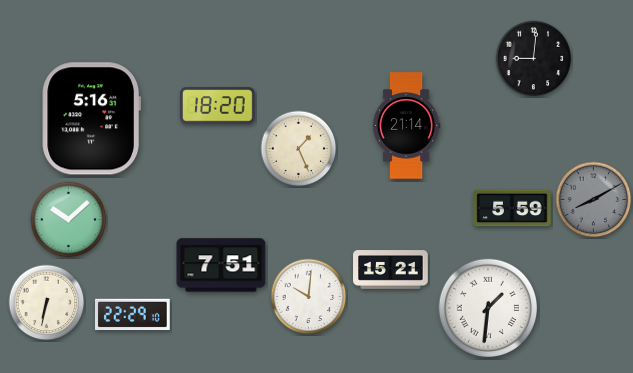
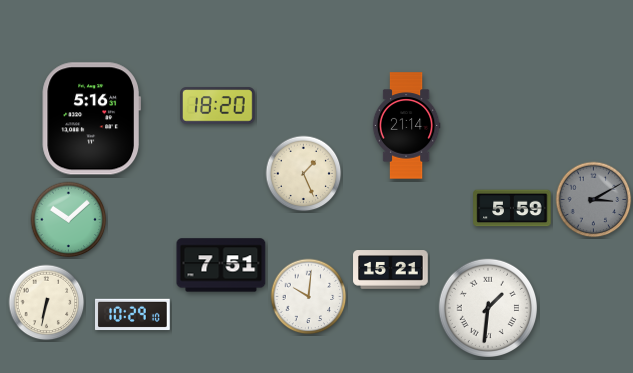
clock at (534, 59): 9:01 -> none
clock at (299, 149) position: (299, 149) -> (304, 174)
clock at (594, 200): 8:10 -> 3:10
clock at (133, 315): 22:29 -> 10:29
